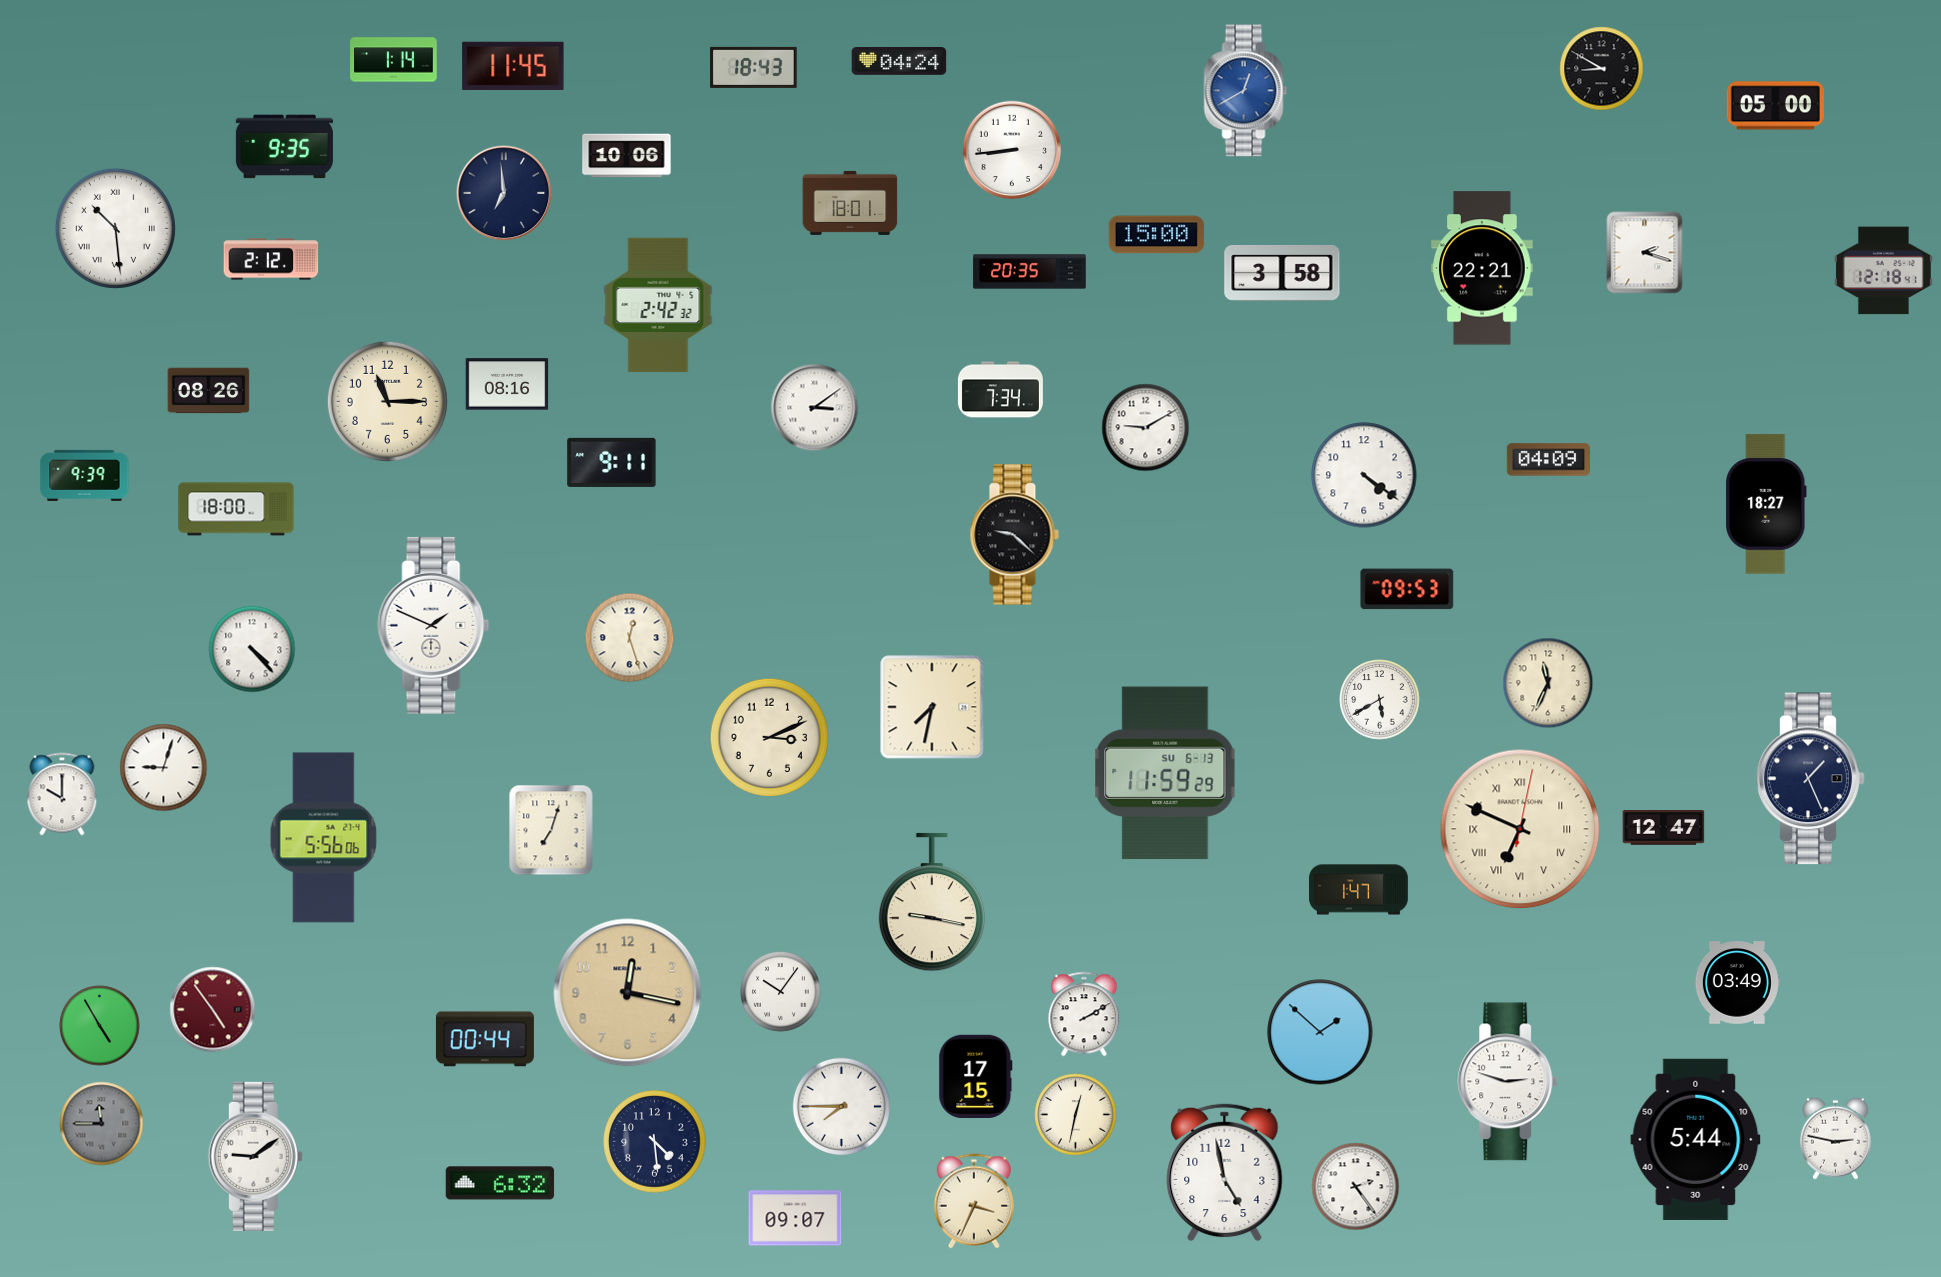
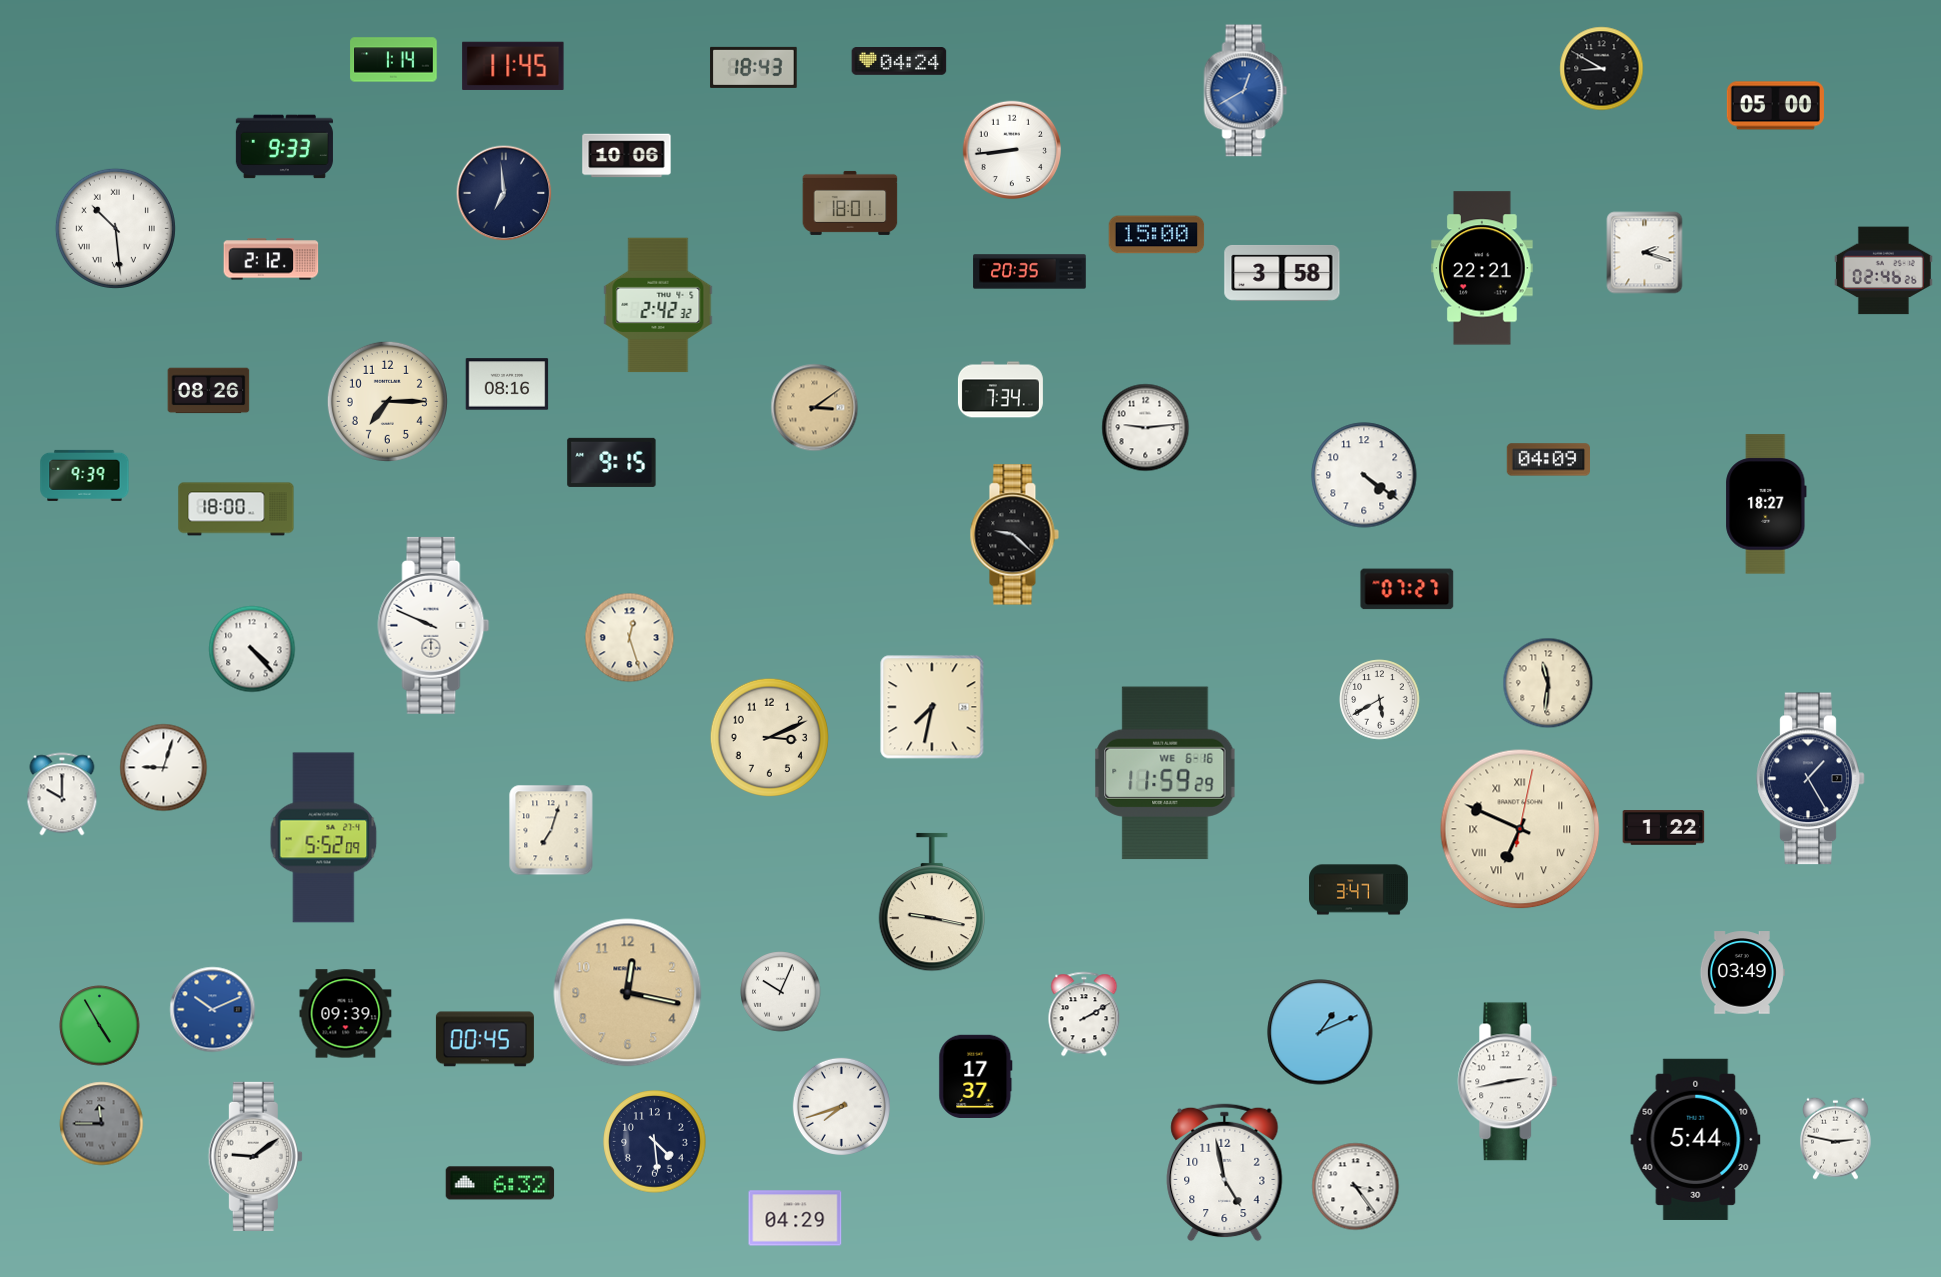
clock at (284, 147): 9:35 -> 9:33
clock at (1883, 271): 12:18 -> 02:46
clock at (387, 401): 11:15 -> 7:15
clock at (815, 408) dial: white -> champagne
clock at (1146, 428): 9:10 -> 9:14
clock at (612, 462): 9:11 -> 9:15
clock at (1407, 589): 09:53 -> 07:27
clock at (434, 625): 1:49 -> 9:49
clock at (1548, 683): 11:34 -> 11:31
clock at (1165, 773) date: SU 6-13 -> WE 6-16
clock at (1811, 779): 1:26 -> 1:25
clock at (1664, 828): 12:47 -> 1:22
clock at (324, 838): 5:56 -> 5:52
clock at (1359, 890): 1:47 -> 3:47
clock at (1737, 983) position: (1737, 983) -> (1742, 973)
clock at (781, 992): 10:06 -> 10:04
clock at (213, 1010): 4:54 -> 10:11
clock at (213, 1010) dial: burgundy -> blue
clock at (346, 1014): none -> 09:39
clock at (1320, 1032): 1:52 -> 1:11
clock at (485, 1039): 00:44 -> 00:45
clock at (976, 1076): 17:15 -> 17:37
clock at (1508, 1082): 2:48 -> 2:43
clock at (841, 1106): 7:45 -> 7:42
clock at (1076, 1115): 12:32 -> none
clock at (1356, 1187): 2:24 -> 3:24
clock at (973, 1201): 3:34 -> none
clock at (795, 1218): 09:07 -> 04:29
